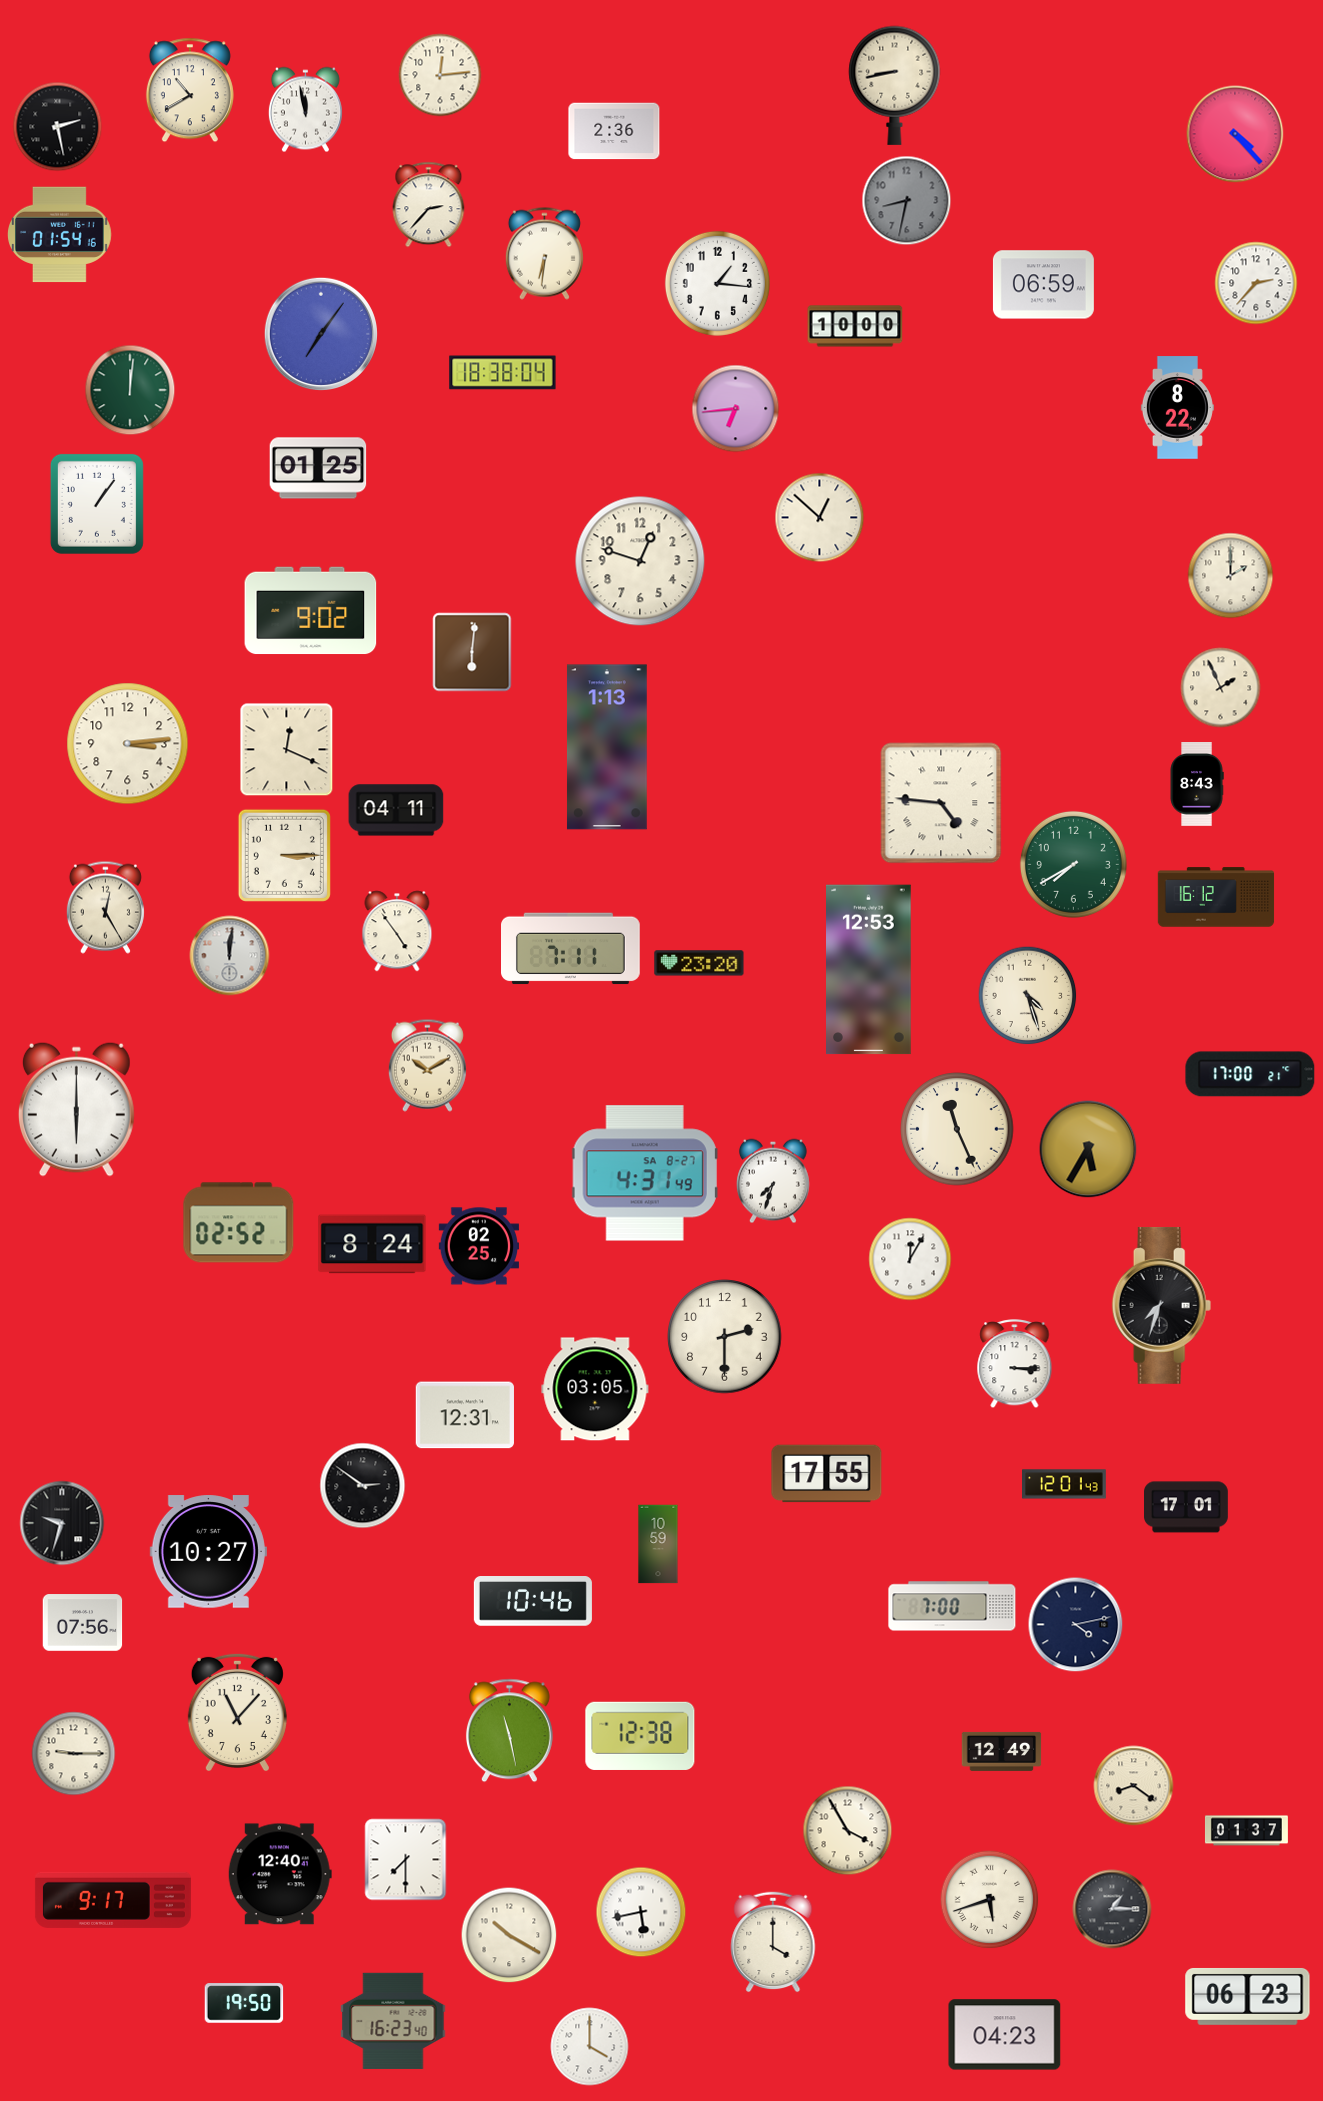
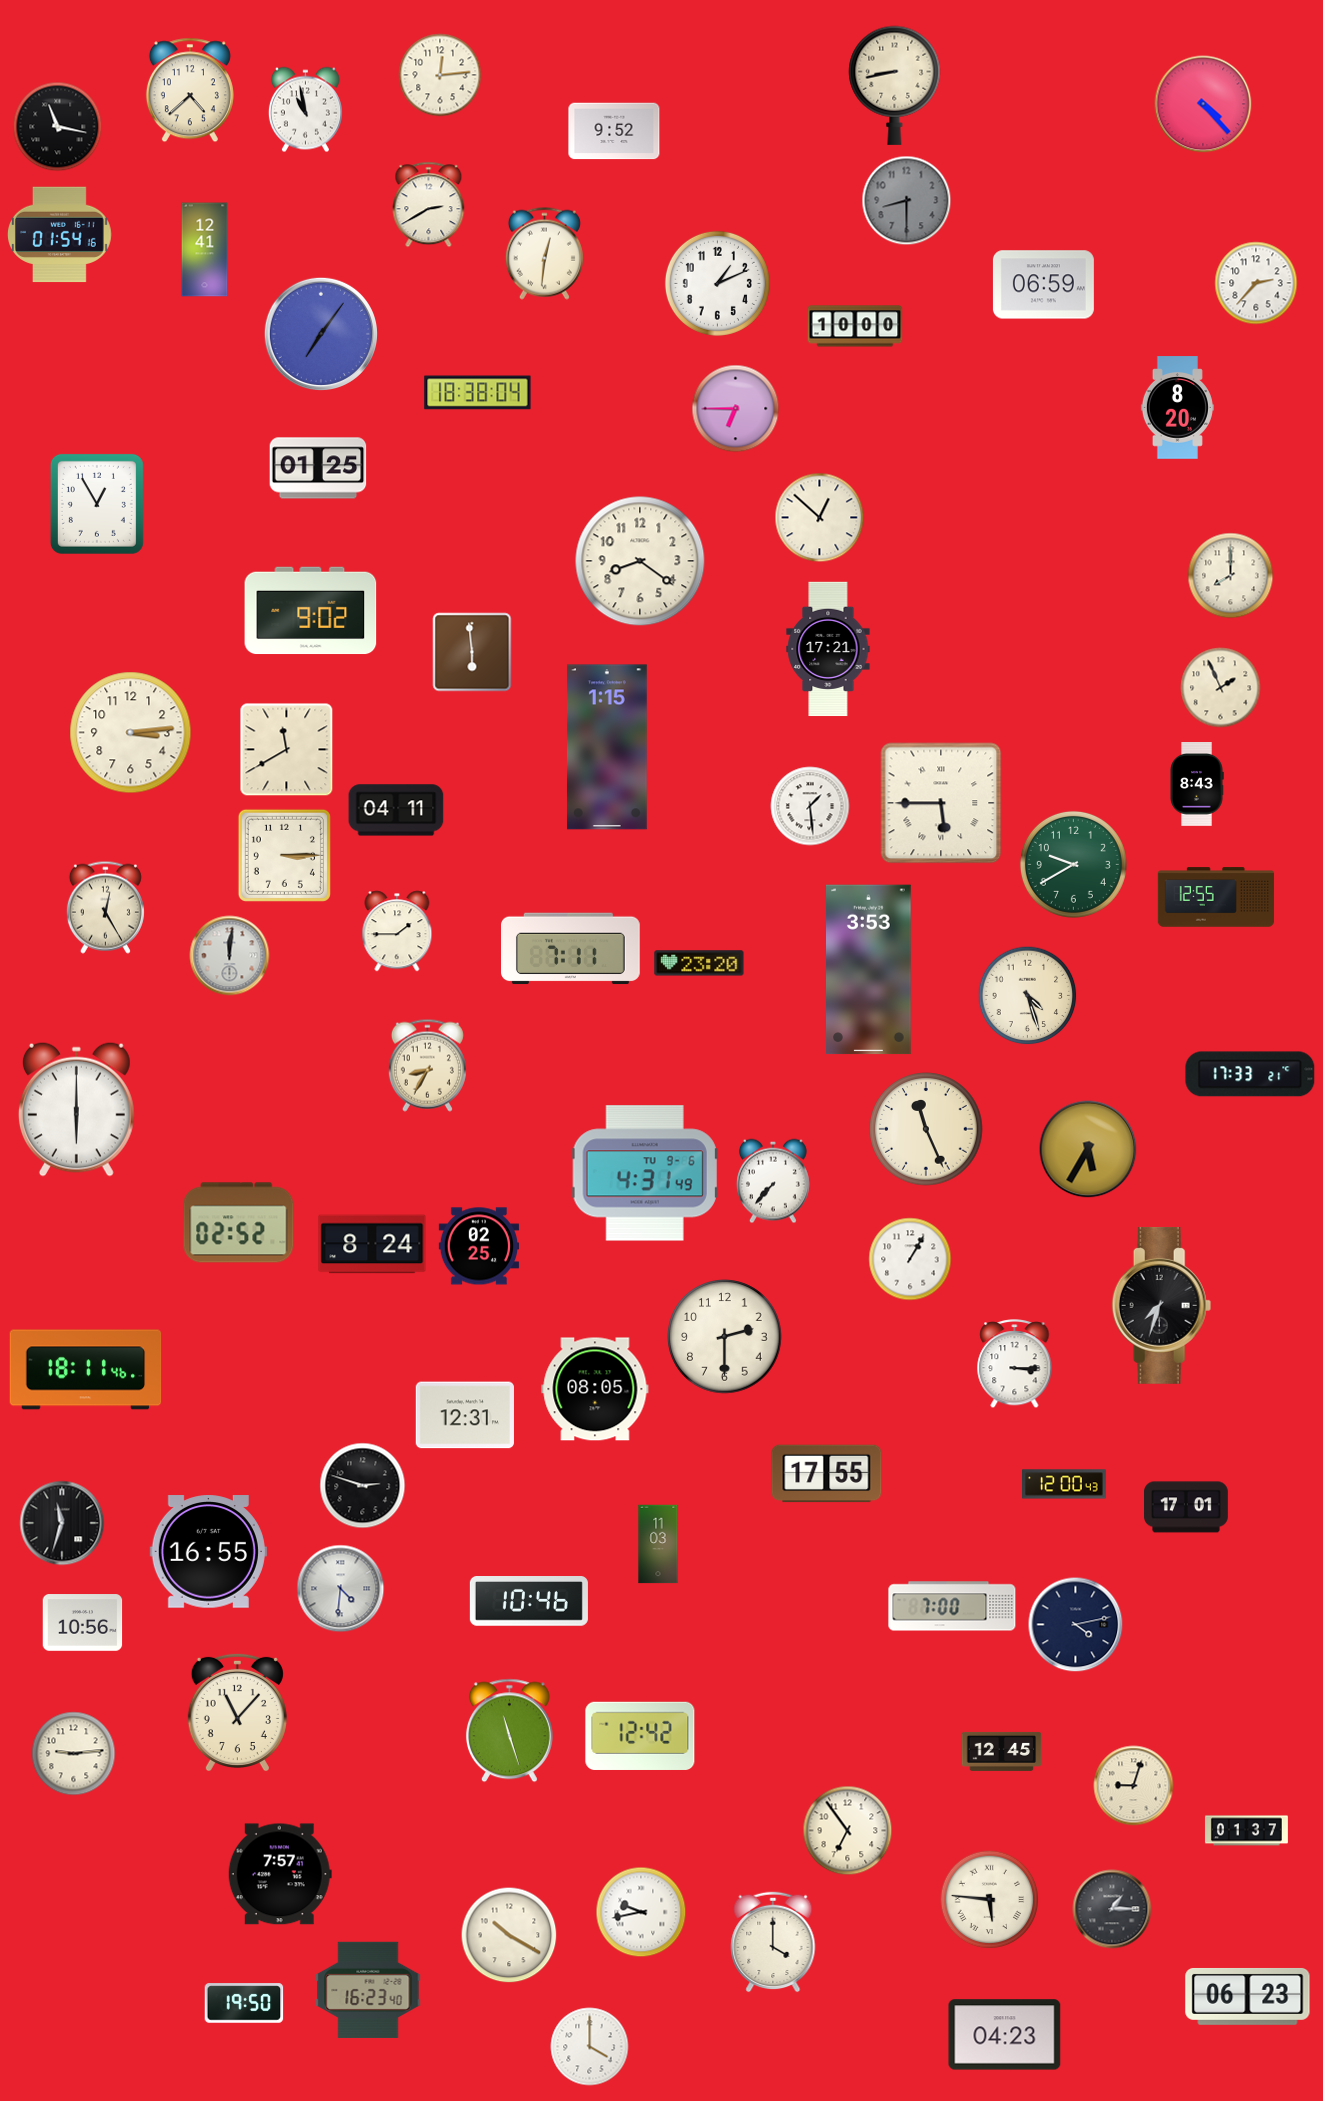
clock at (190, 90): 10:40 -> 4:38
clock at (305, 110): 11:58 -> 10:58
clock at (58, 127): 2:28 -> 11:17
clock at (614, 131): 2:36 -> 9:52
clock at (1235, 134) position: (1235, 134) -> (1203, 104)
clock at (907, 201): 8:32 -> 8:30
clock at (429, 205): 2:37 -> 2:40
clock at (205, 250): none -> 12:41
clock at (544, 253): 6:31 -> 12:31
clock at (717, 283): 1:16 -> 1:11
clock at (503, 373) position: (503, 373) -> (478, 393)
clock at (130, 390): 12:01 -> none
clock at (1177, 408): 8:22 -> 8:20
clock at (736, 409): 6:44 -> 6:45
clock at (97, 504): 1:06 -> 12:55
clock at (640, 561): 12:48 -> 8:21
clock at (1231, 576): 2:00 -> 8:00
clock at (828, 649): none -> 17:21
clock at (472, 652): 6:01 -> 5:59
clock at (128, 744) position: (128, 744) -> (131, 733)
clock at (607, 747): 1:13 -> 1:15
clock at (287, 750): 12:19 -> 11:40
clock at (941, 803): 4:46 -> 5:45
clock at (810, 806): none -> 1:29
clock at (1073, 864): 7:40 -> 9:40
clock at (1216, 897): 16:12 -> 12:55
clock at (397, 931): 4:54 -> 1:45
clock at (869, 970): 12:53 -> 3:53
clock at (427, 1065): 10:10 -> 8:35
clock at (1250, 1074): 17:00 -> 17:33
clock at (957, 1129) position: (957, 1129) -> (926, 1129)
clock at (645, 1173) date: SA 8-27 -> TU 9-6
clock at (773, 1181): 7:33 -> 7:37
clock at (910, 1259): 12:05 -> 1:05
clock at (86, 1370): none -> 18:11
clock at (595, 1389): 03:05 -> 08:05
clock at (1065, 1484): 12:01 -> 12:00
clock at (363, 1486): 2:51 -> 2:48
clock at (62, 1523): 9:33 -> 11:33
clock at (658, 1544): 10:59 -> 11:03
clock at (208, 1552): 10:27 -> 16:55
clock at (341, 1589): none -> 4:31
clock at (533, 1602) position: (533, 1602) -> (529, 1602)
clock at (83, 1623): 07:56 -> 10:56
clock at (509, 1731): 11:28 -> 11:27
clock at (640, 1736): 12:38 -> 12:42
clock at (1002, 1751): 12:49 -> 12:45
clock at (74, 1754): 9:15 -> 9:14
clock at (1134, 1786): 8:21 -> 9:03
clock at (848, 1831): 3:55 -> 6:54
clock at (406, 1860): 7:30 -> none
clock at (280, 1874): 12:40 -> 7:57
clock at (113, 1900): 9:17 -> none
clock at (990, 1900): 5:42 -> 5:46
clock at (641, 1912): 5:43 -> 9:43
clock at (393, 2021) position: (393, 2021) -> (368, 1990)
